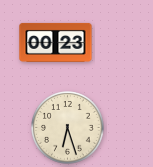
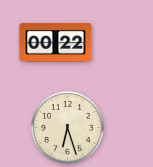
clock at (56, 42): 00:23 -> 00:22
